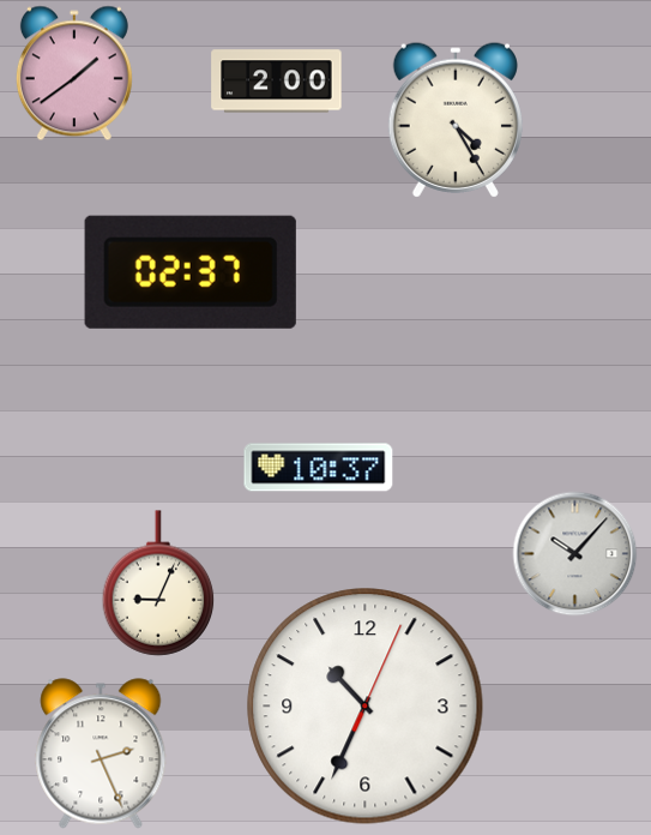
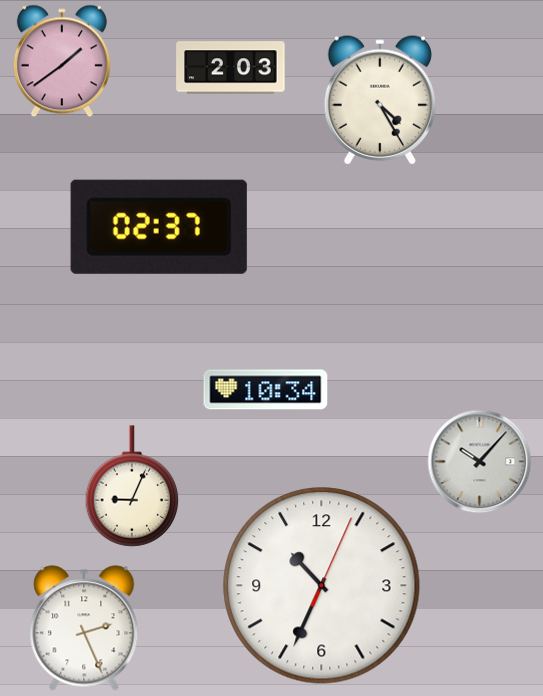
clock at (277, 82): 2:00 -> 2:03
clock at (319, 468): 10:37 -> 10:34
clock at (366, 707) position: (366, 707) -> (322, 586)
